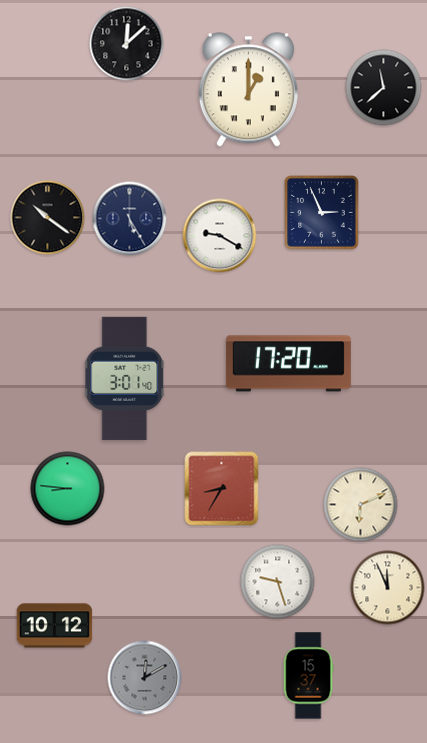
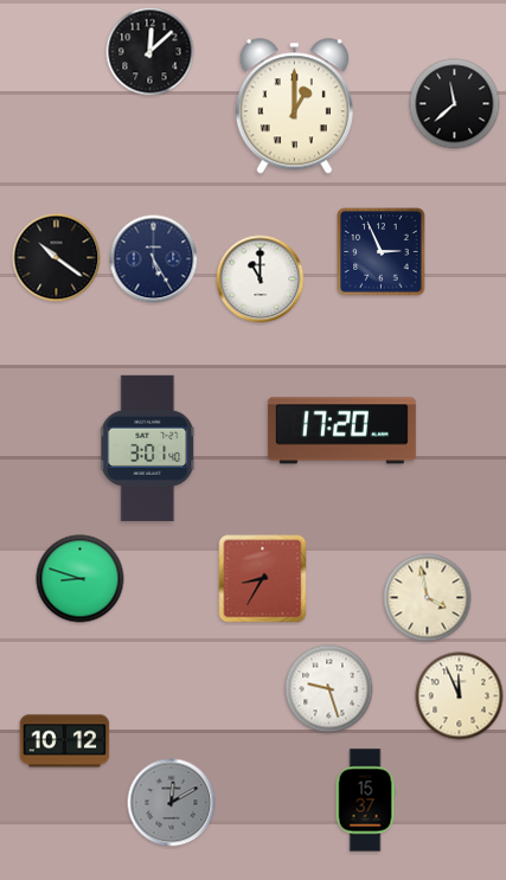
clock at (220, 236): 9:20 -> 11:00
clock at (68, 489): 8:46 -> 8:48
clock at (361, 505): 6:11 -> 3:58
